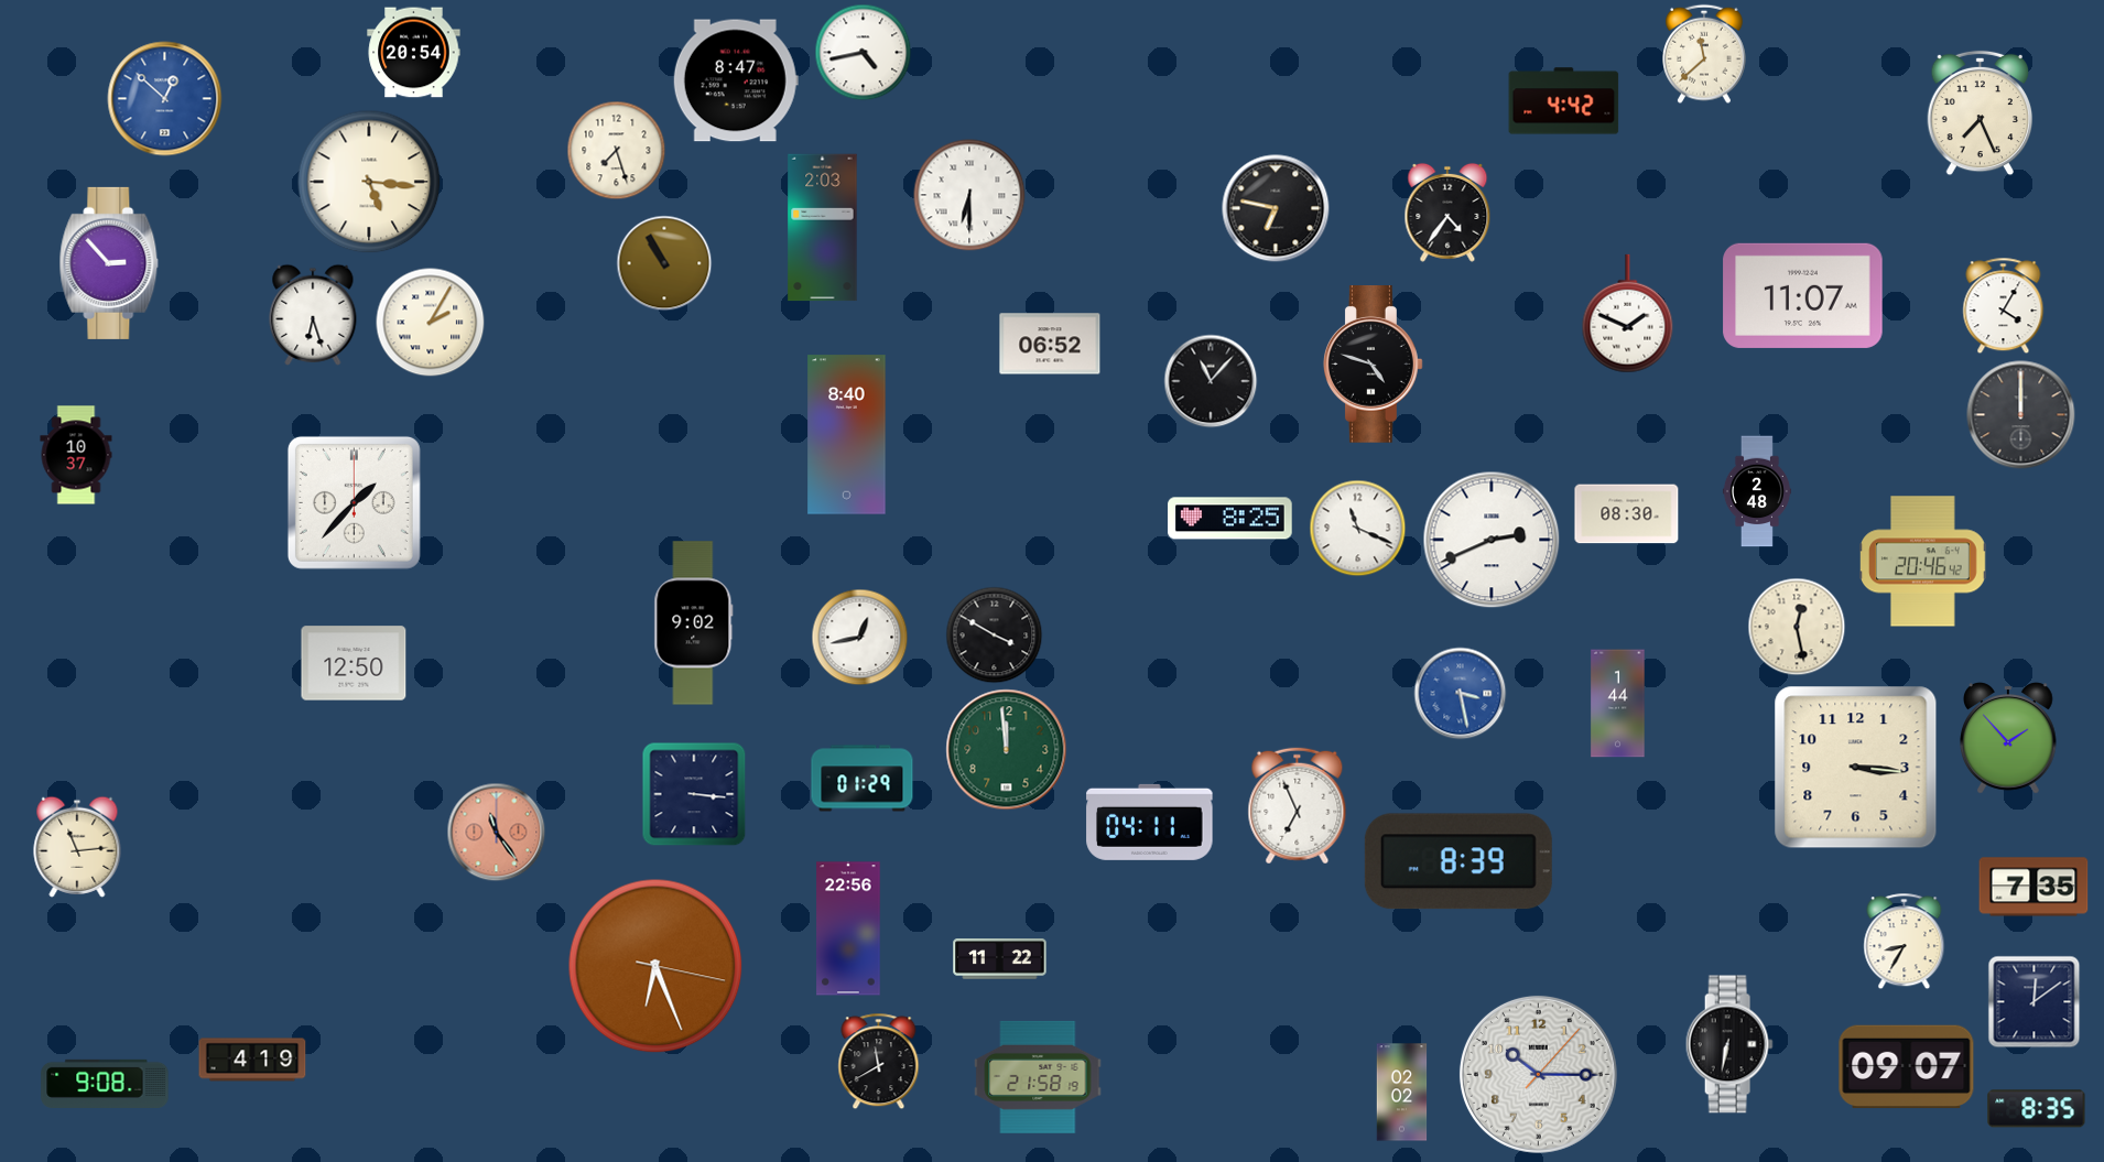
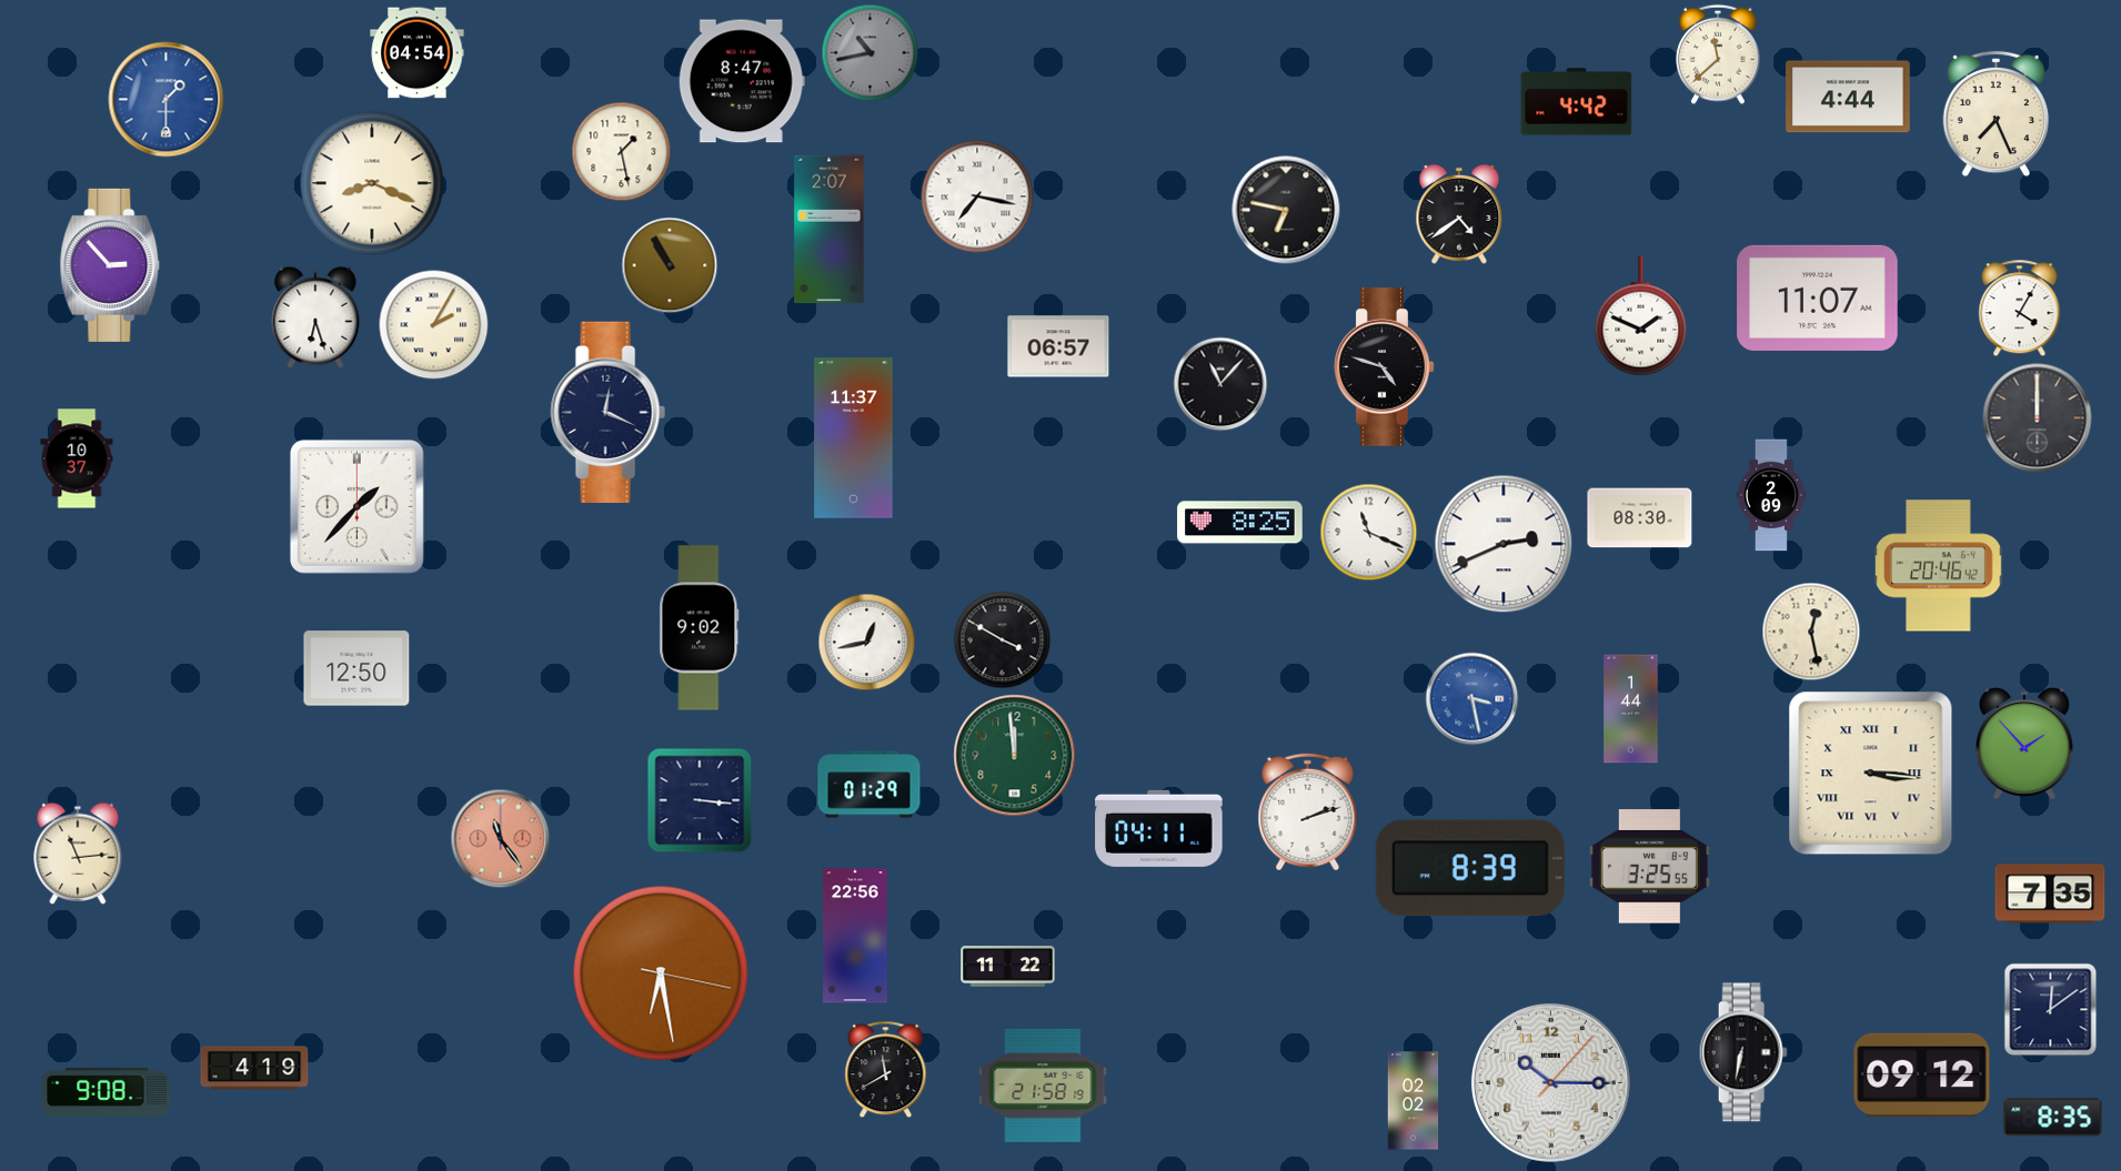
clock at (414, 53): 20:54 -> 04:54
clock at (864, 53): 4:43 -> 10:43
clock at (864, 53) dial: white -> grey
clock at (1848, 97): none -> 4:44
clock at (165, 99): 12:52 -> 1:30
clock at (617, 151): 7:27 -> 1:28
clock at (369, 182): 5:16 -> 8:19
clock at (969, 195): 6:30 -> 7:17
clock at (1447, 213): 4:36 -> 4:39
clock at (823, 228): 2:03 -> 2:07
clock at (1050, 344): 06:52 -> 06:57
clock at (607, 413): none -> 12:19
clock at (847, 435): 8:40 -> 11:37
clock at (1757, 491): 2:48 -> 2:09
clock at (1856, 768) numerals: Arabic -> Roman
clock at (1298, 806): 6:56 -> 2:12
clock at (1649, 867): none -> 3:25
clock at (1905, 942): 8:35 -> none
clock at (655, 966): 6:26 -> 6:28
clock at (1907, 1067): 09:07 -> 09:12
clock at (1038, 1077) position: (1038, 1077) -> (1043, 1086)
